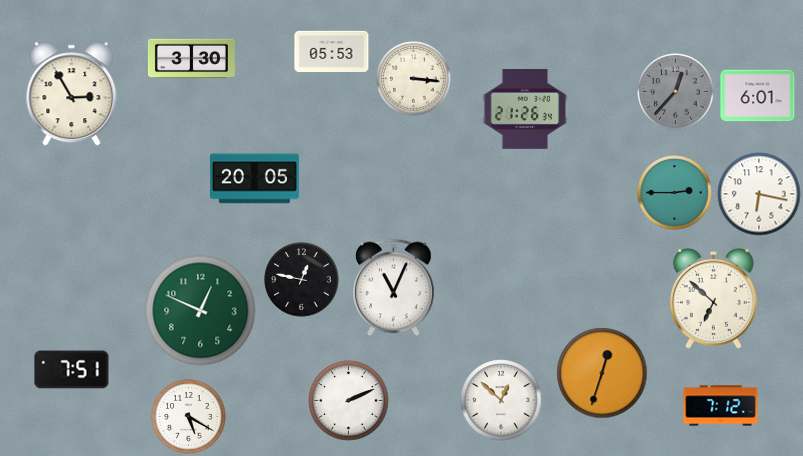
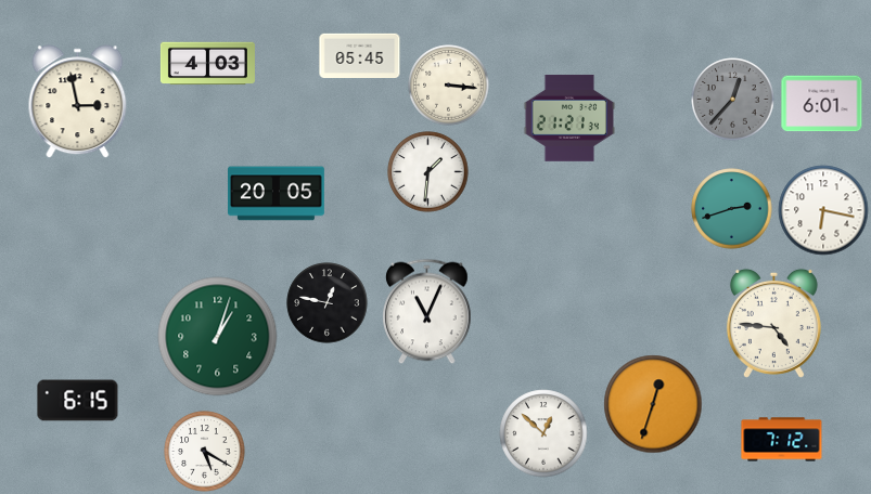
clock at (332, 51): 05:53 -> 05:45
clock at (191, 59): 3:30 -> 4:03
clock at (72, 94): 2:55 -> 2:58
clock at (524, 109): 21:26 -> 21:21
clock at (428, 172): none -> 1:31
clock at (675, 193): 2:45 -> 2:42
clock at (713, 298): 6:52 -> 4:46
clock at (201, 311): 12:49 -> 1:03
clock at (72, 370): 7:51 -> 6:15
clock at (349, 401): 2:11 -> none
